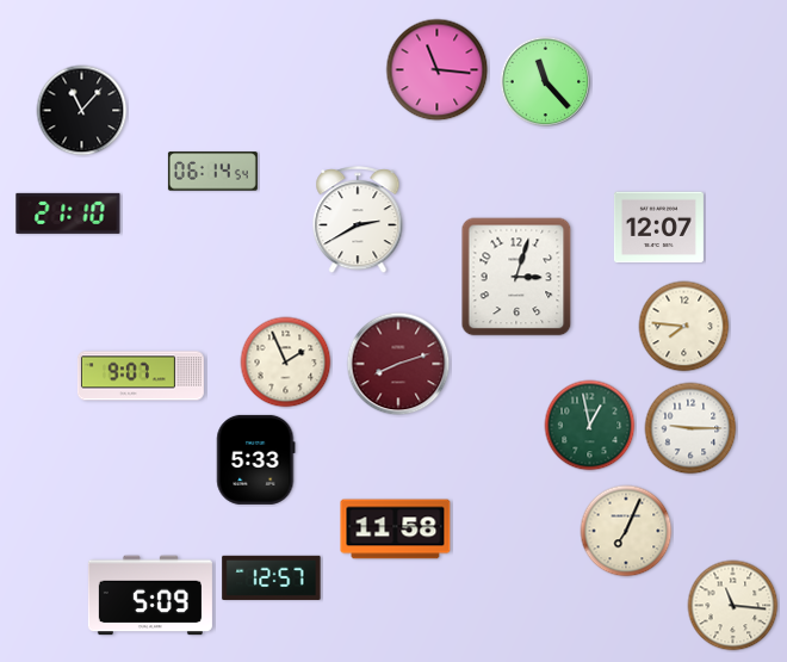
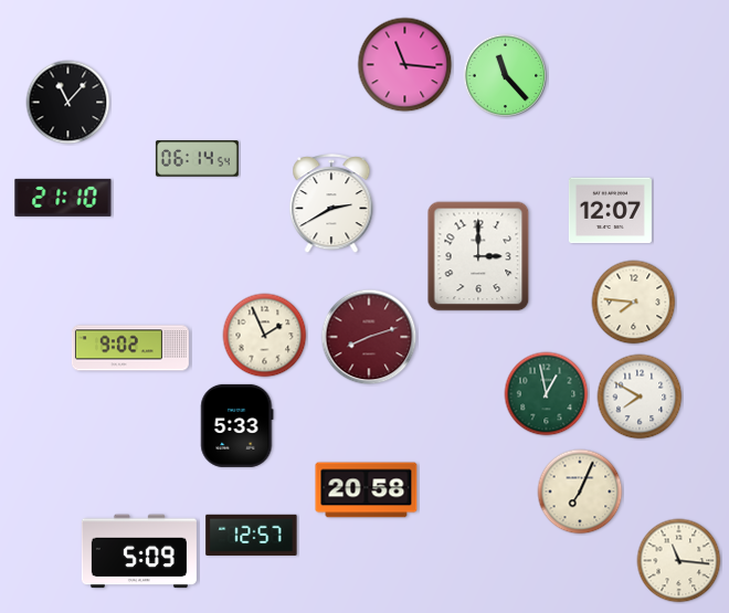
clock at (82, 111) position: (82, 111) -> (68, 103)
clock at (516, 277): 3:03 -> 3:00
clock at (141, 376): 9:07 -> 9:02
clock at (690, 428): 9:15 -> 7:50
clock at (396, 530): 11:58 -> 20:58
